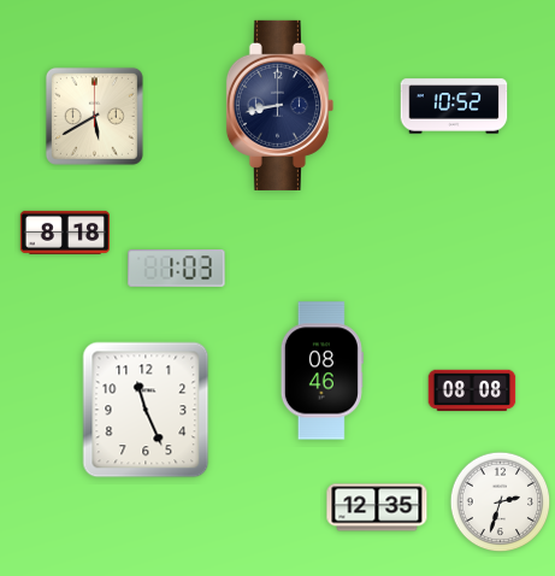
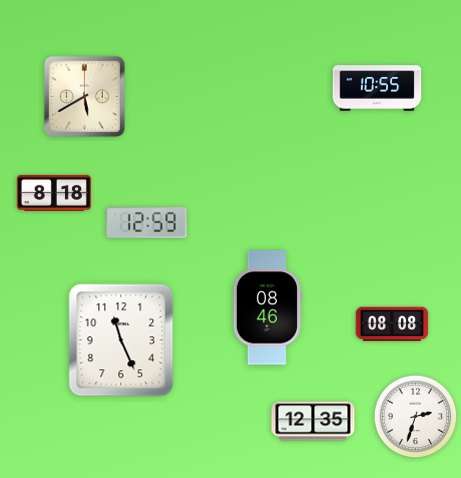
clock at (279, 105): 8:43 -> none
clock at (454, 106): 10:52 -> 10:55
clock at (94, 116) position: (94, 116) -> (84, 96)
clock at (177, 269): 1:03 -> 12:59
